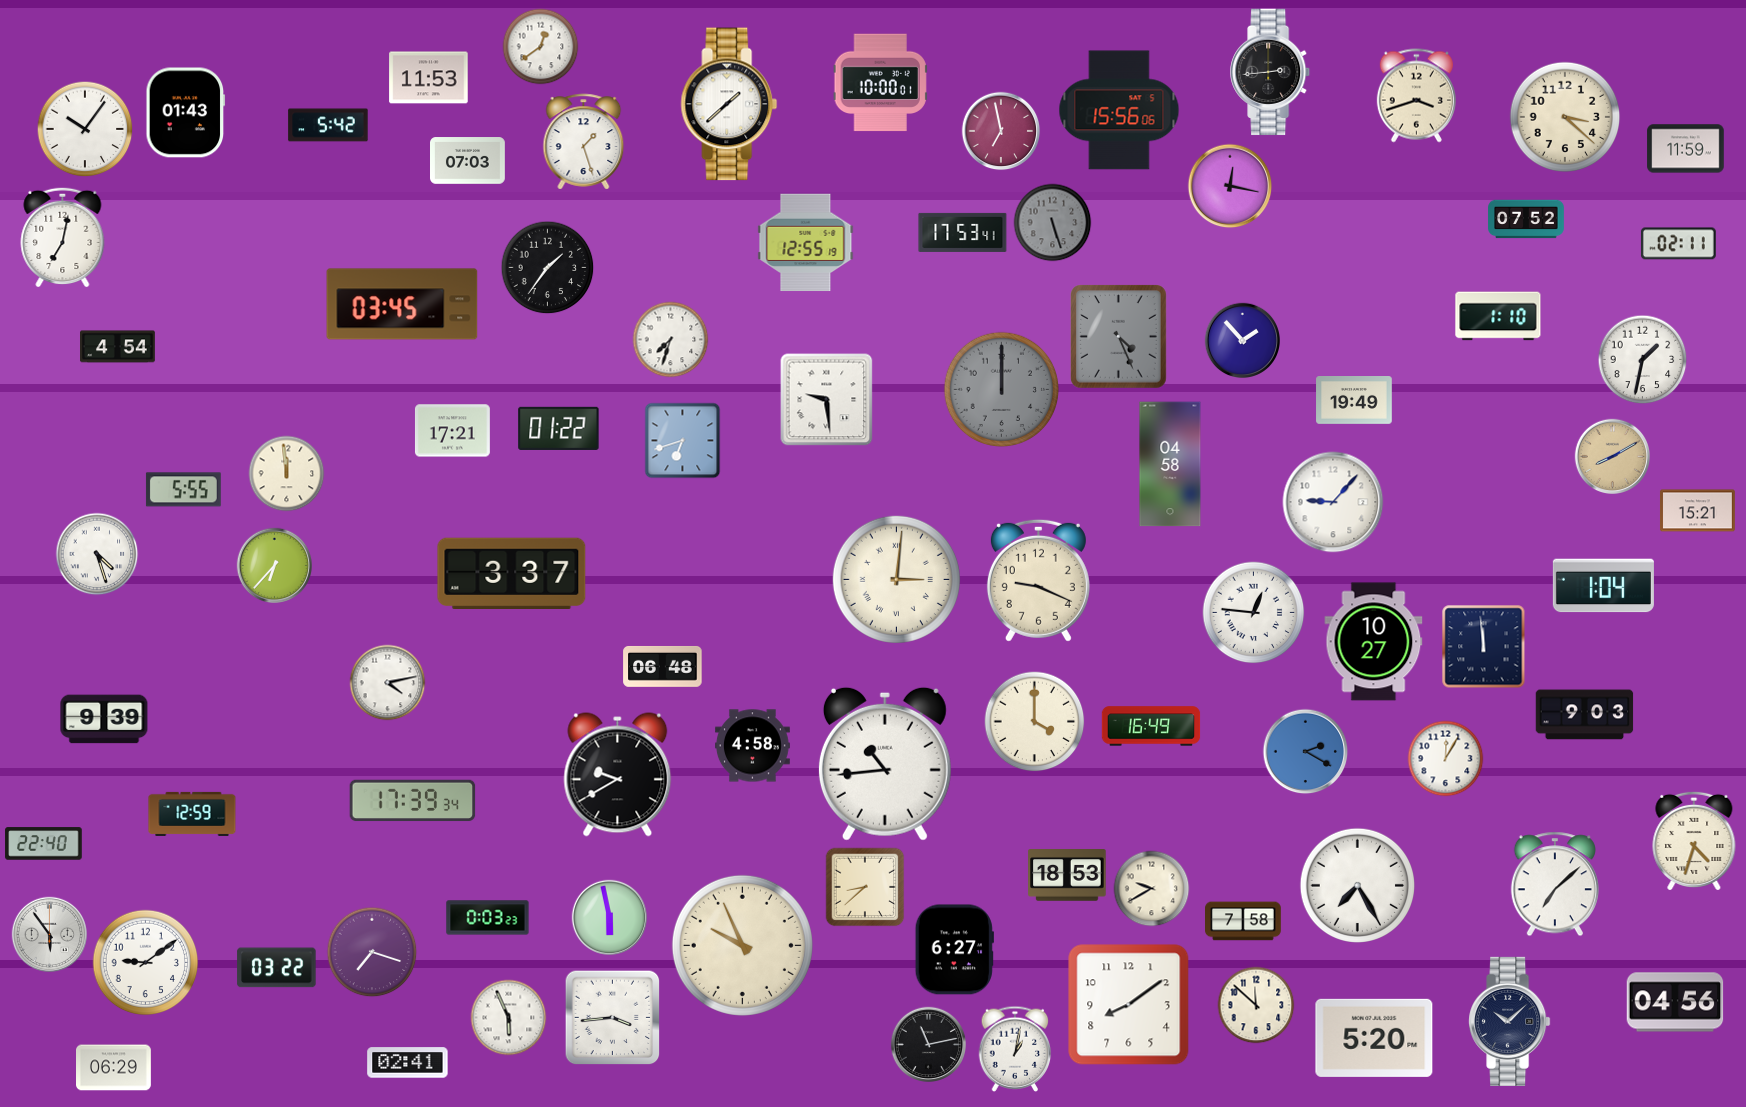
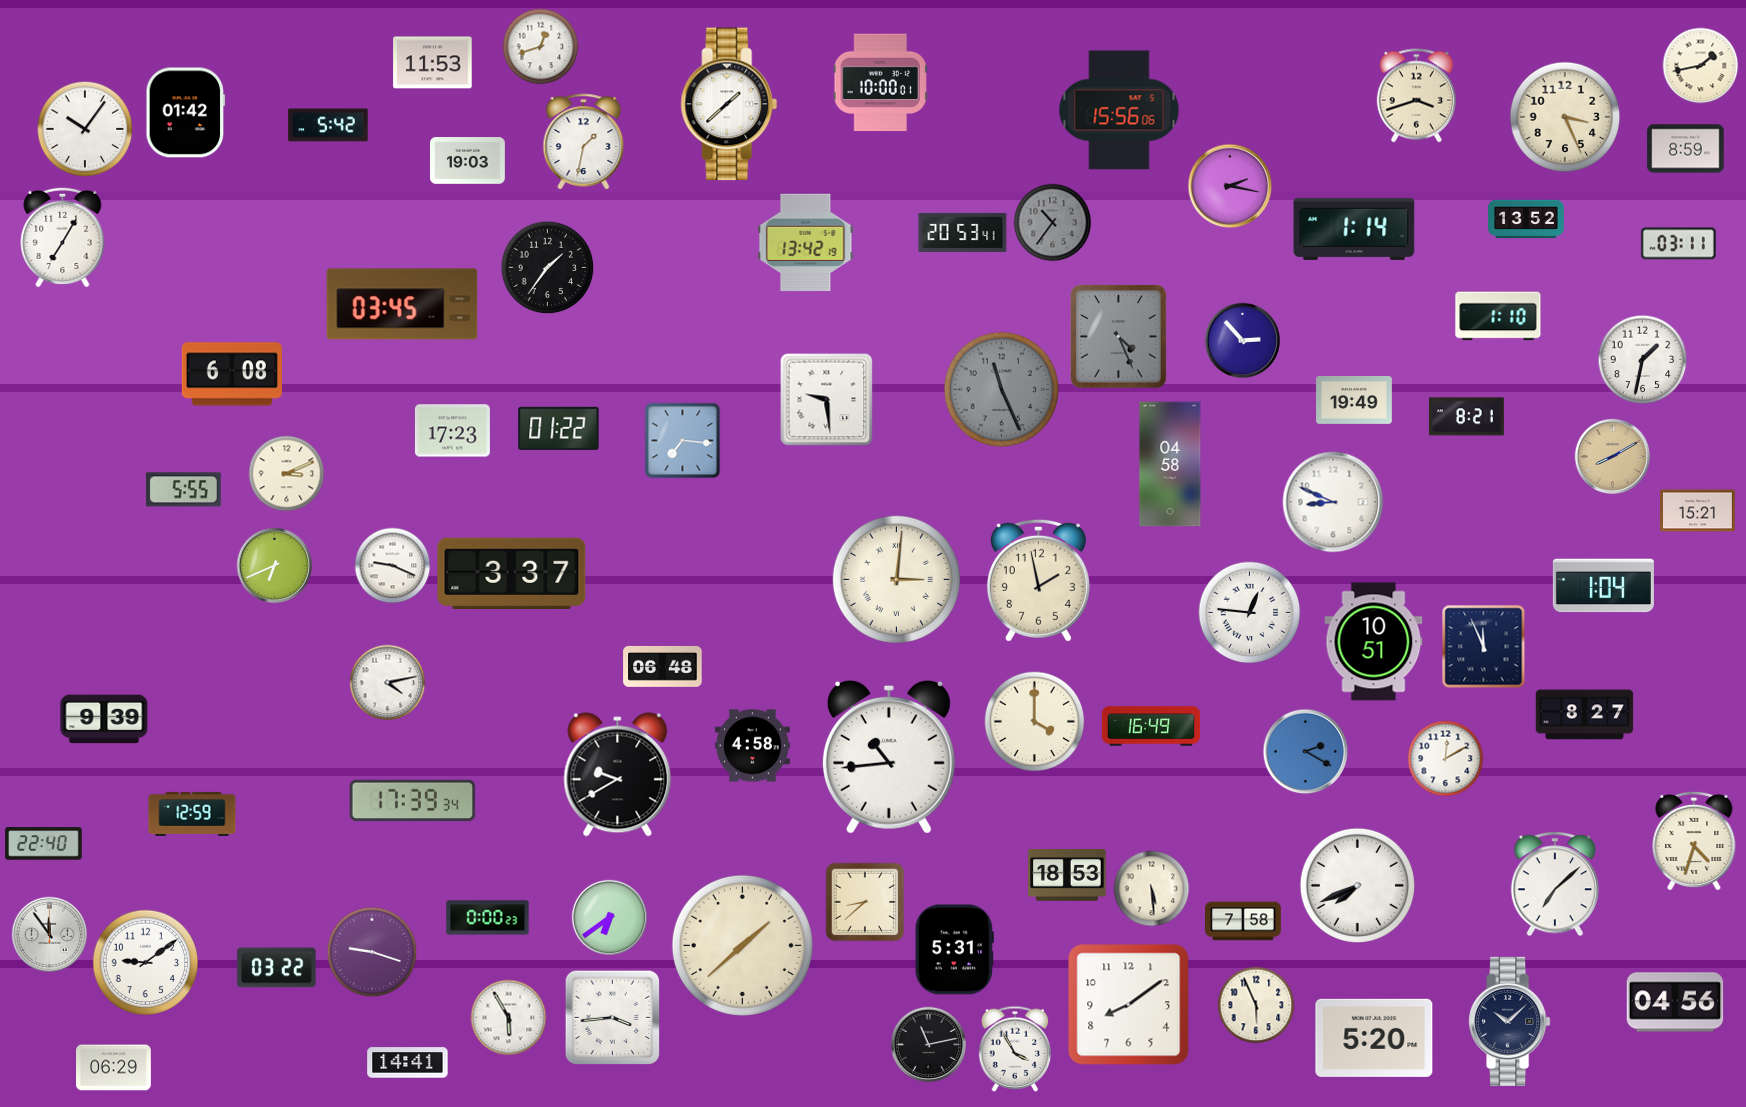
clock at (541, 47): 12:39 -> 12:42
clock at (1701, 66): none -> 1:43
clock at (1271, 72): 2:44 -> none
clock at (429, 78) position: (429, 78) -> (433, 63)
clock at (186, 113): 01:43 -> 01:42
clock at (1565, 117): 3:22 -> 3:26
clock at (1001, 131): 6:58 -> none
clock at (584, 142): 1:27 -> 1:32
clock at (1686, 149): 11:59 -> 8:59
clock at (468, 161): 07:03 -> 19:03
clock at (1230, 186): 12:17 -> 2:17
clock at (1526, 219): 07:52 -> 13:52
clock at (1053, 223): 5:27 -> 10:36
clock at (1354, 229): none -> 1:14
clock at (963, 232): 17:53 -> 20:53
clock at (63, 237): 7:02 -> 7:05
clock at (806, 243): 12:55 -> 13:42
clock at (1678, 244): 02:11 -> 03:11
clock at (671, 340): 7:33 -> none
clock at (1243, 341): 1:53 -> 2:53
clock at (118, 347): 4:54 -> none
clock at (232, 374): none -> 6:08
clock at (1001, 389): 12:00 -> 11:26
clock at (1466, 417): none -> 8:21
clock at (452, 431): 17:21 -> 17:23
clock at (683, 441): 6:42 -> 7:16
clock at (287, 474): 11:59 -> 3:11
clock at (1333, 502): 9:07 -> 8:49
clock at (97, 554): 4:27 -> none
clock at (275, 566): 6:37 -> 6:41
clock at (393, 566): none -> 9:19
clock at (1038, 580): 9:19 -> 1:58
clock at (1254, 613) position: (1254, 613) -> (1250, 613)
clock at (1374, 642): 10:27 -> 10:51
clock at (1484, 647): 11:59 -> 11:56
clock at (1585, 715): 9:03 -> 8:27
clock at (1446, 759): 12:05 -> 12:10
clock at (885, 764) position: (885, 764) -> (889, 757)
clock at (1357, 885): 7:25 -> 7:41
clock at (865, 887) position: (865, 887) -> (865, 902)
clock at (1152, 889): 9:40 -> 5:29
clock at (488, 918): 0:03 -> 0:00
clock at (610, 918): 5:58 -> 6:39
clock at (50, 935): 5:54 -> 11:54
clock at (742, 945): 9:56 -> 1:38
clock at (954, 950): 6:27 -> 5:31
clock at (372, 952): 7:18 -> 9:18
clock at (1256, 1005): 11:52 -> 5:56
clock at (509, 1018): 5:56 -> 5:55
clock at (1015, 1049): 1:02 -> 3:55
clock at (408, 1063): 02:41 -> 14:41
